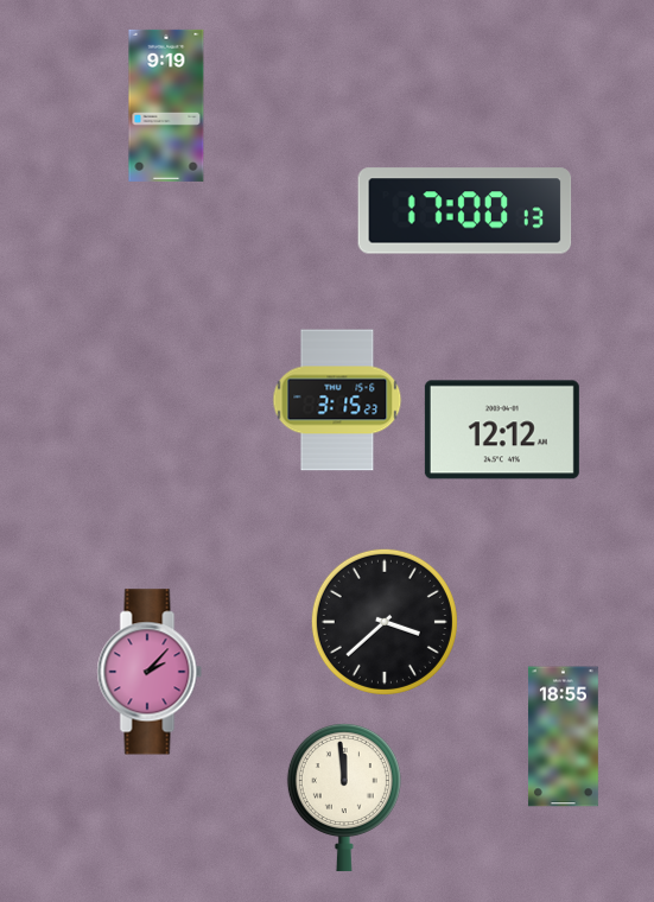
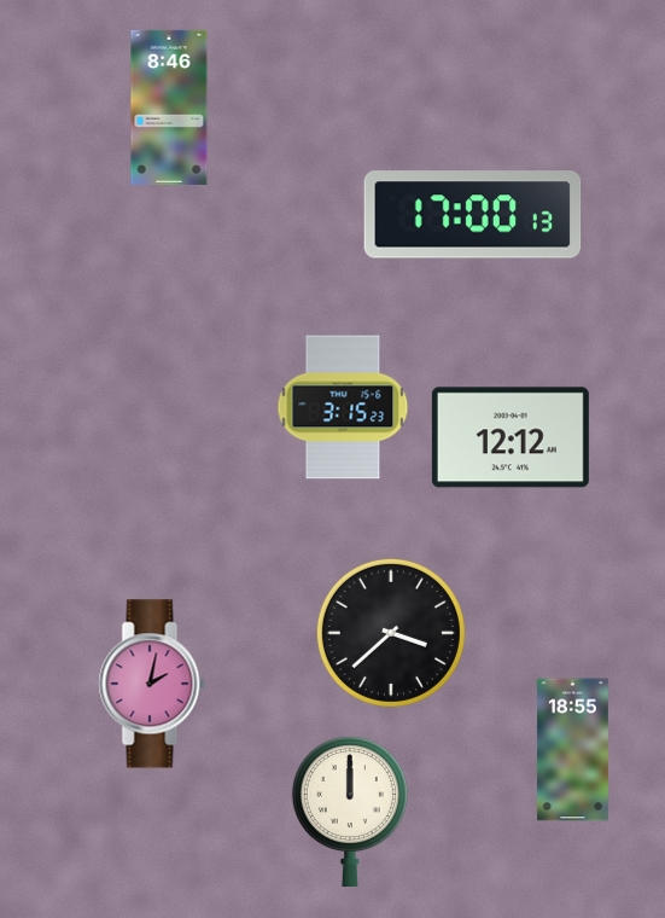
clock at (166, 106): 9:19 -> 8:46
clock at (150, 672): 2:07 -> 2:02
clock at (344, 798): 11:59 -> 12:00
